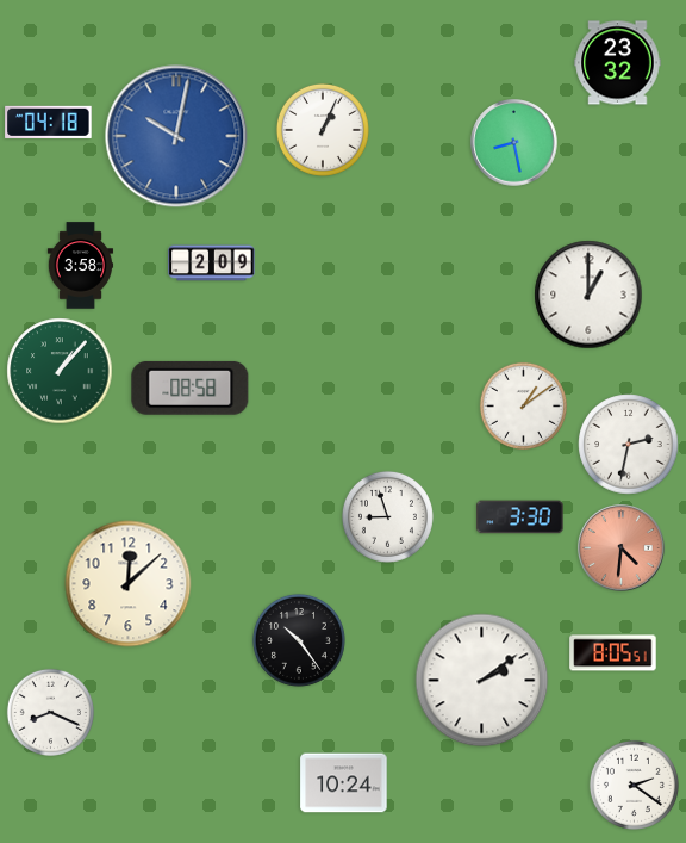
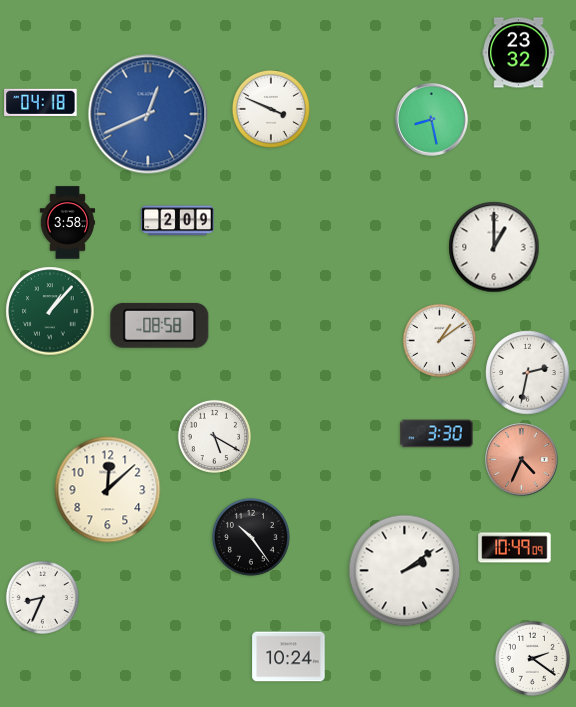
clock at (323, 130): 1:04 -> 3:49
clock at (176, 136): 10:02 -> 12:41
clock at (387, 516): 8:57 -> none
clock at (214, 436): none -> 5:20
clock at (622, 548): 4:31 -> 4:34
clock at (613, 653): 8:05 -> 10:49
clock at (50, 712): 8:19 -> 8:34
